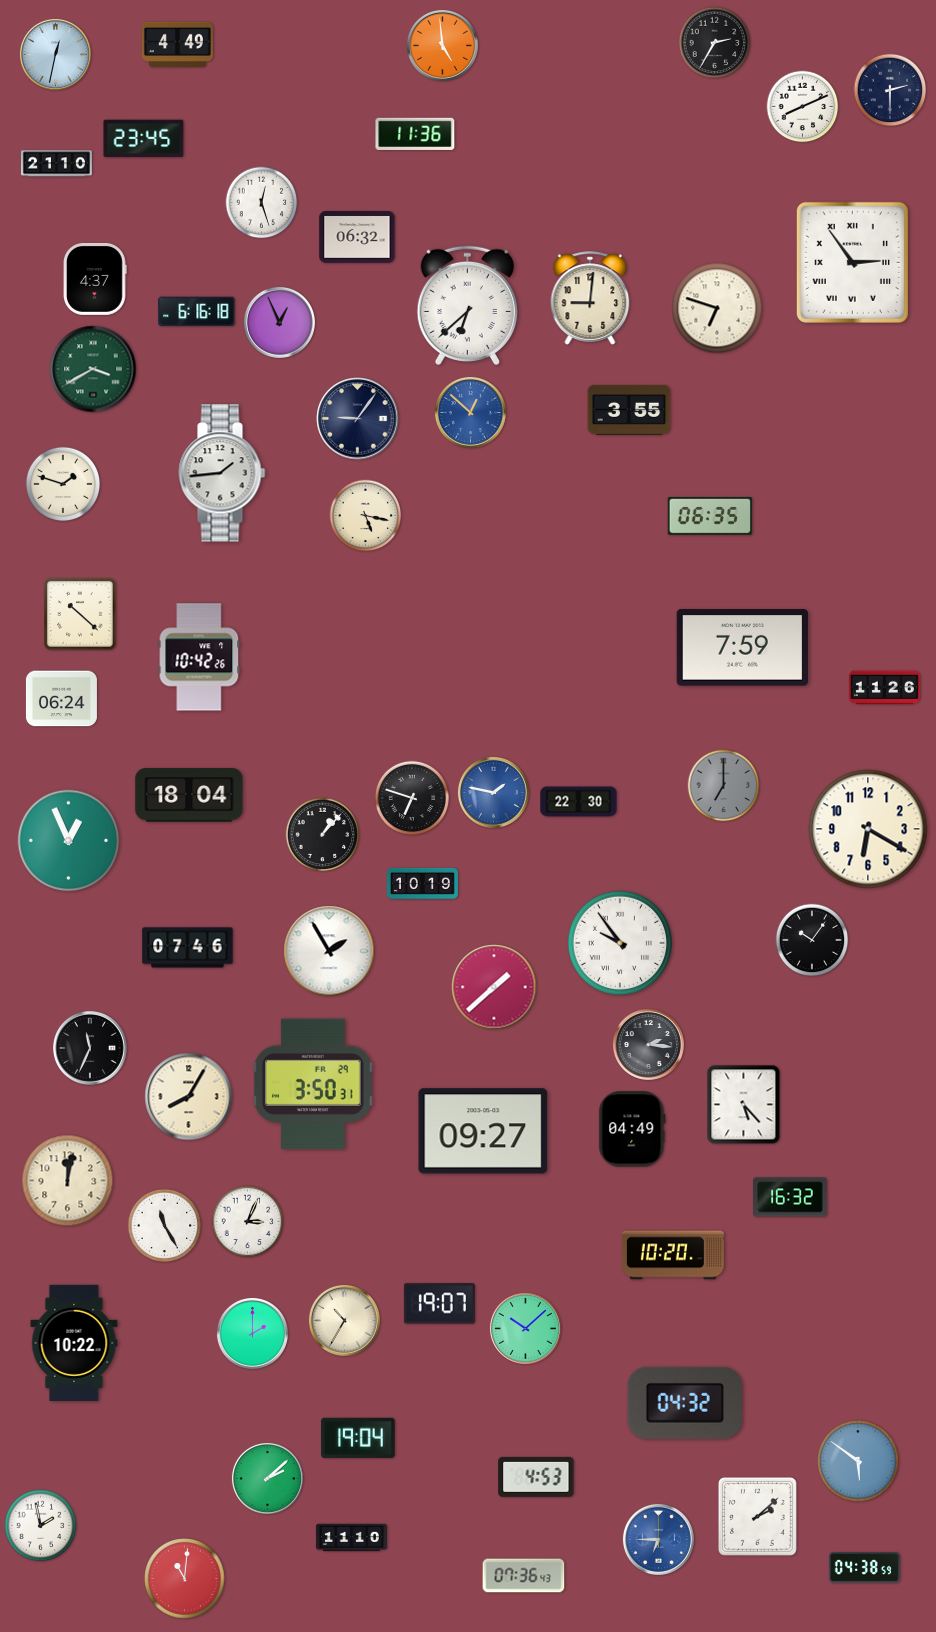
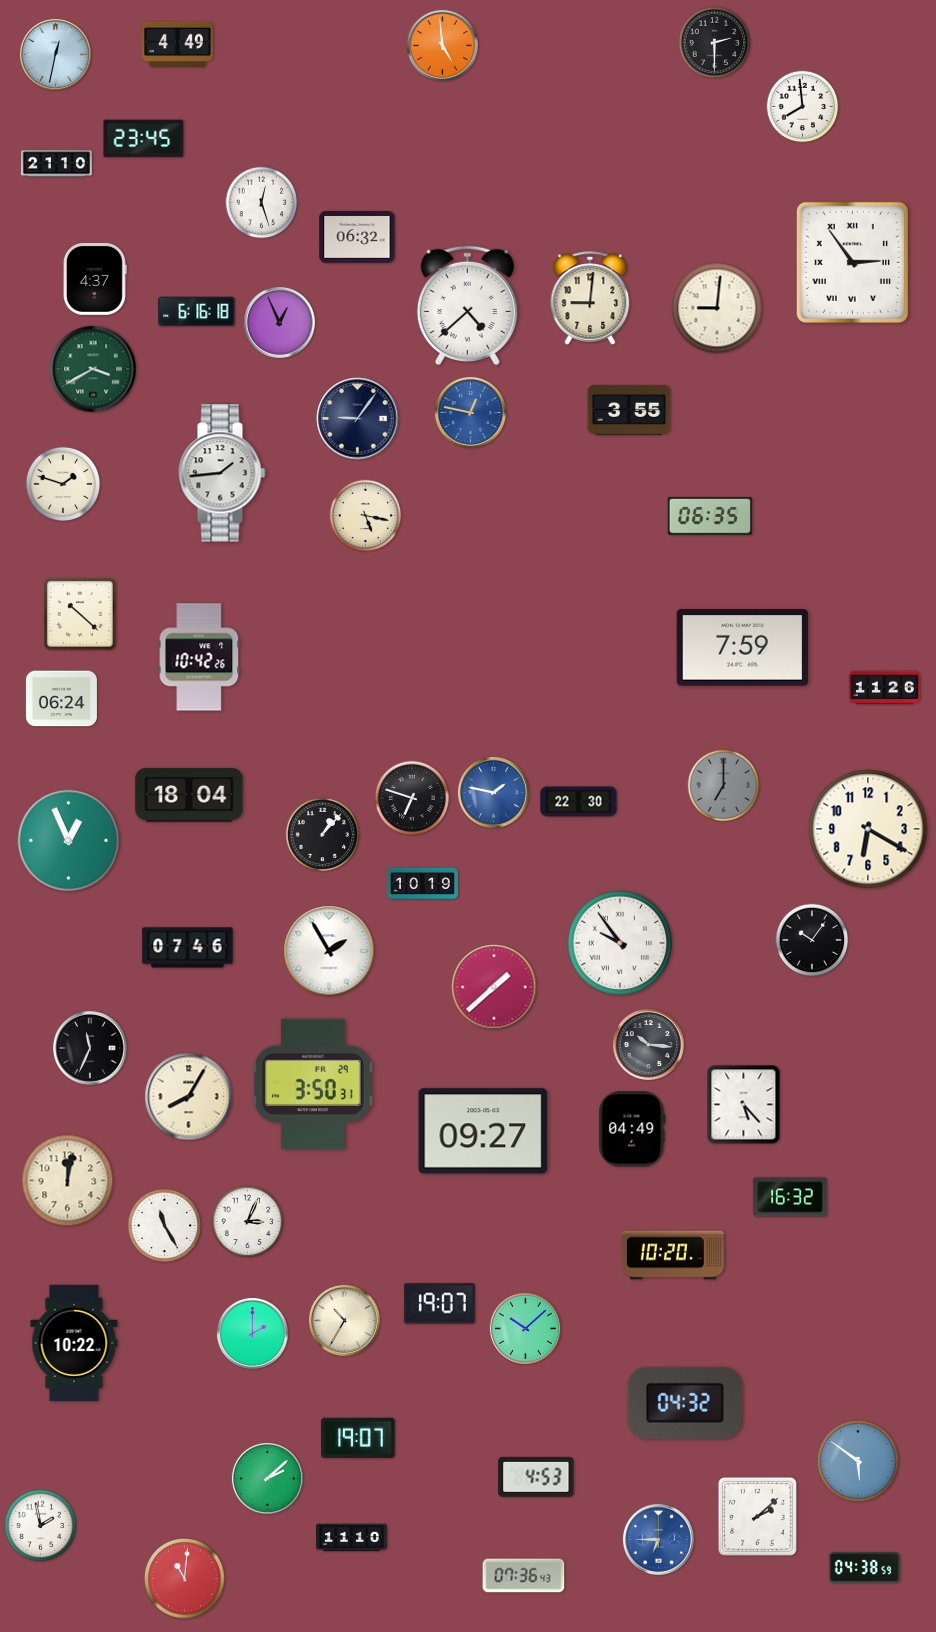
clock at (715, 43): 2:35 -> 2:30
clock at (890, 90): 2:30 -> none
clock at (803, 107): 8:11 -> 7:59
clock at (415, 133): 11:36 -> none
clock at (467, 306): 6:38 -> 4:38
clock at (717, 308): 6:48 -> 9:01
clock at (470, 412): 12:52 -> 12:47
clock at (648, 1044): 2:16 -> 10:16
clock at (358, 1438): 19:04 -> 19:07
